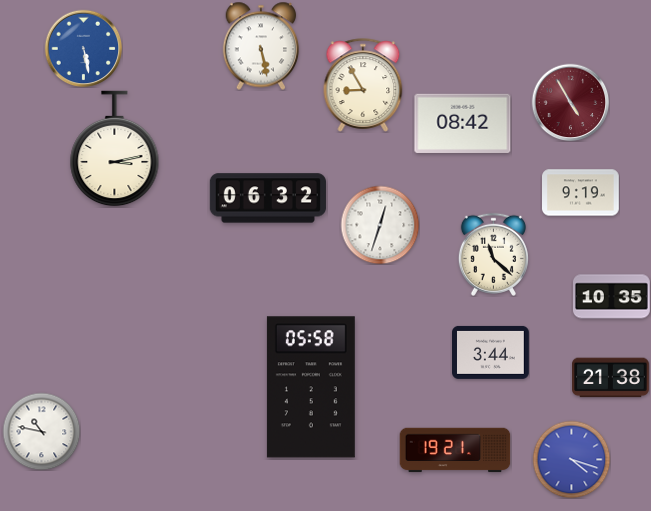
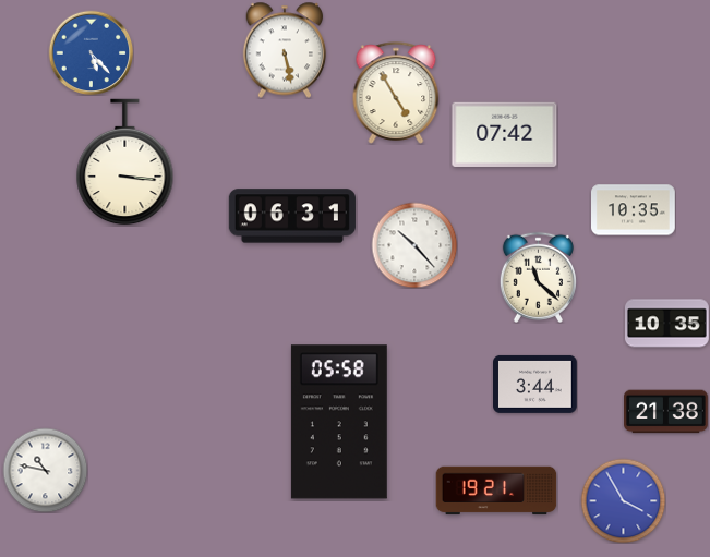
clock at (83, 48): 5:28 -> 5:23
clock at (363, 85): 8:55 -> 4:55
clock at (570, 102): 4:55 -> none
clock at (463, 123): 08:42 -> 07:42
clock at (115, 149): 3:13 -> 3:16
clock at (581, 193): 9:19 -> 10:35
clock at (268, 198): 06:32 -> 06:31
clock at (380, 225): 12:33 -> 10:23
clock at (571, 459): 4:18 -> 3:55
